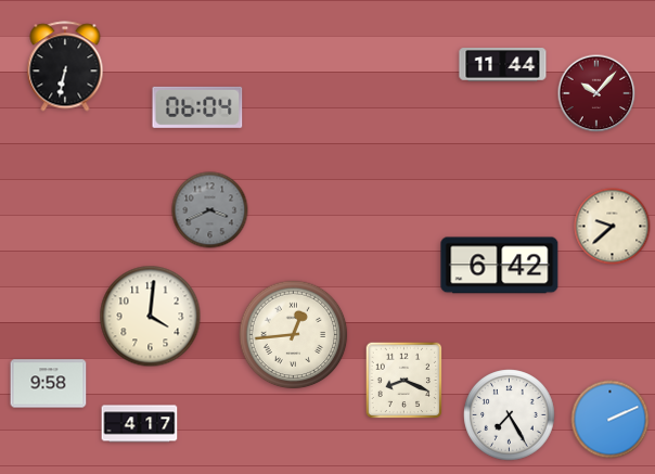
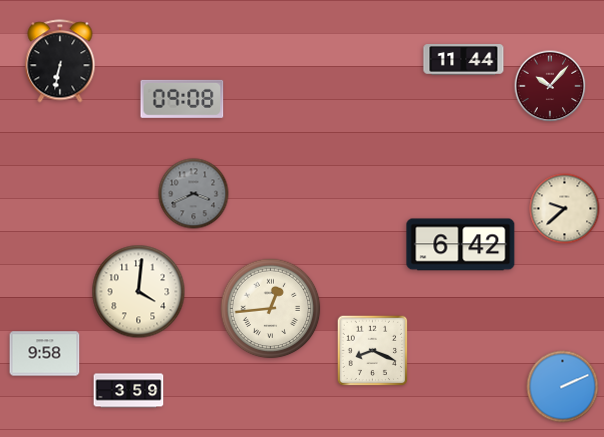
clock at (197, 107): 06:04 -> 09:08
clock at (510, 415): 7:25 -> none
clock at (140, 424): 4:17 -> 3:59
